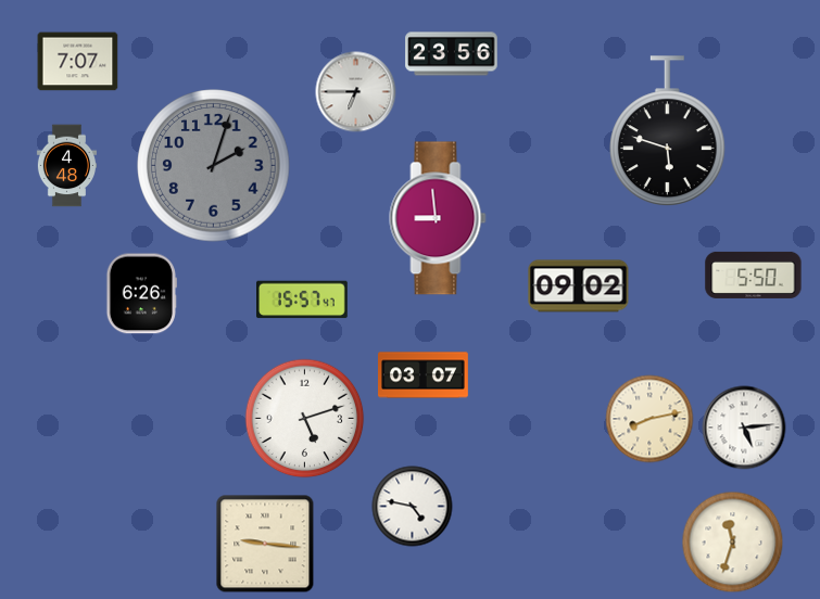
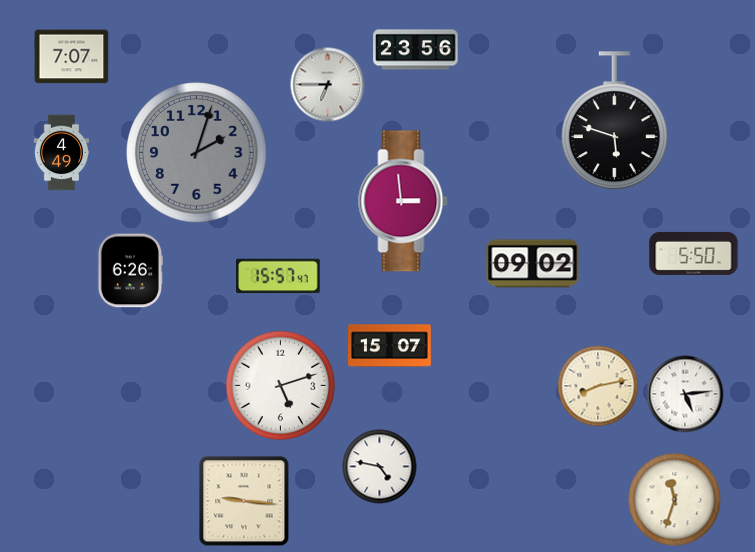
clock at (66, 166): 4:48 -> 4:49
clock at (438, 218): 8:59 -> 2:59
clock at (424, 375): 03:07 -> 15:07
